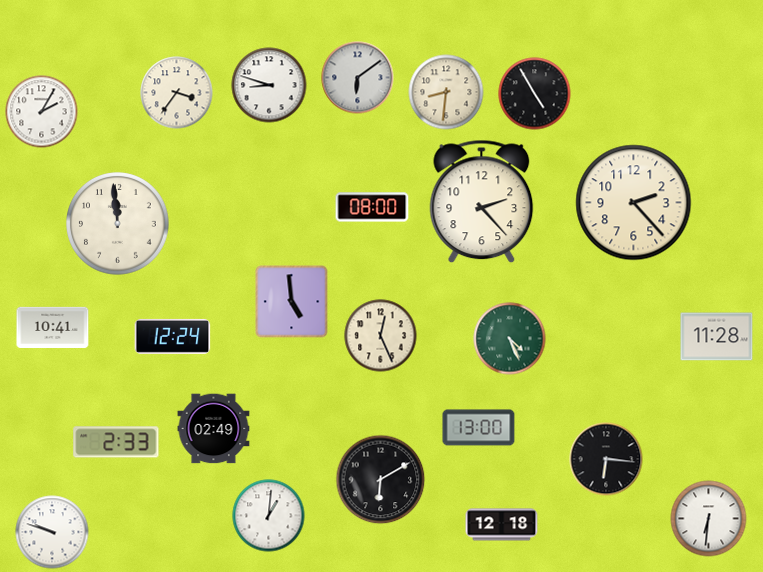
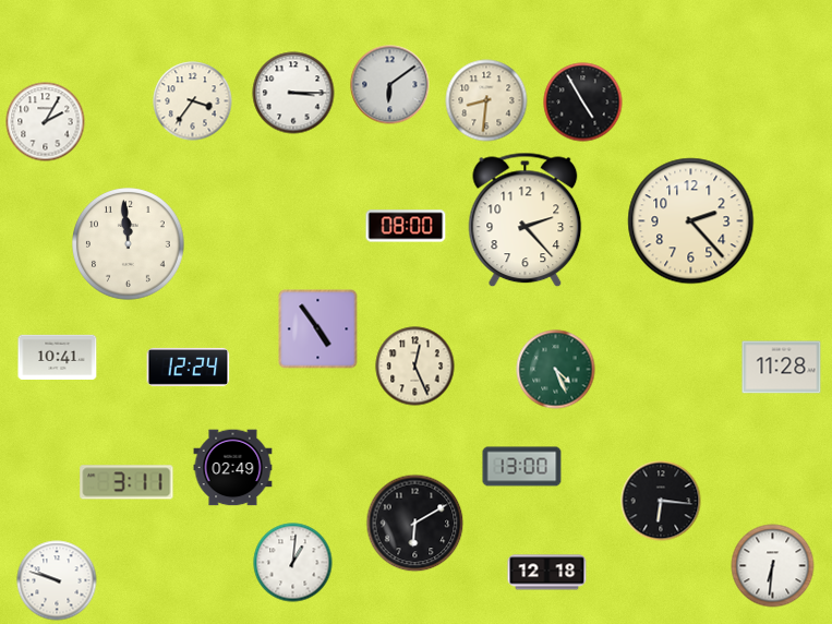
clock at (269, 85): 8:48 -> 3:15
clock at (292, 302): 4:59 -> 4:54
clock at (116, 442): 2:33 -> 3:11
